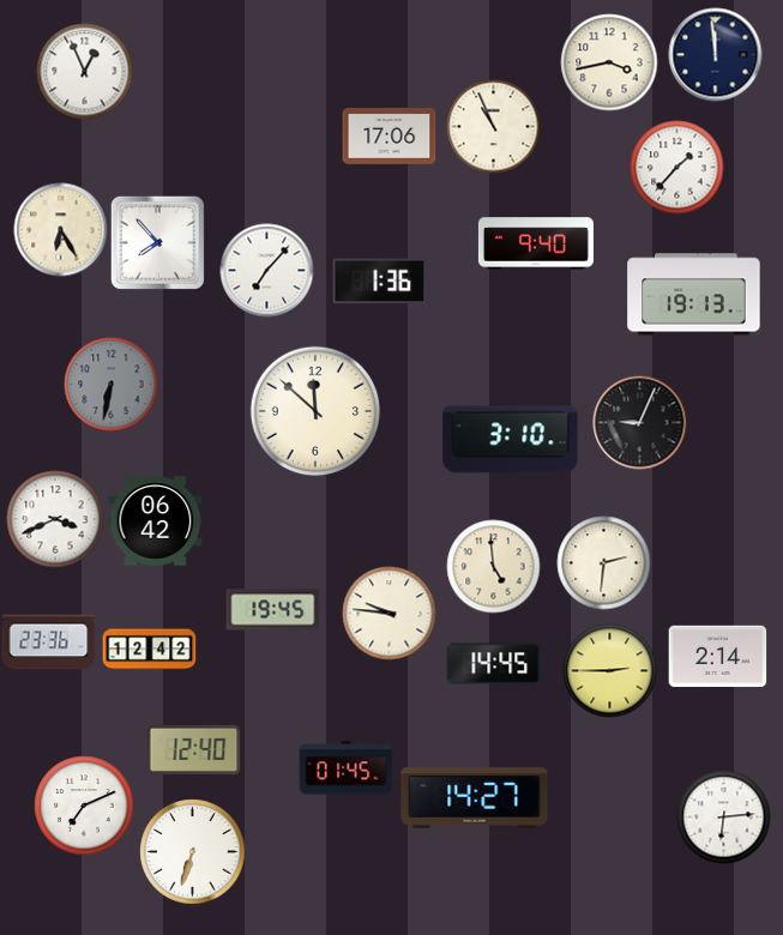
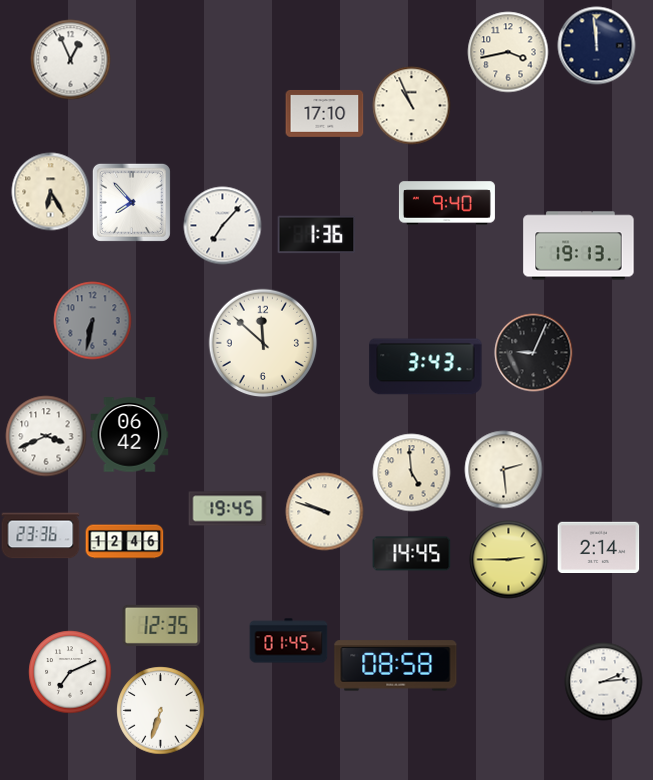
clock at (389, 137): 17:06 -> 17:10
clock at (676, 167): 1:37 -> none
clock at (511, 440): 3:10 -> 3:43
clock at (55, 519) position: (55, 519) -> (46, 436)
clock at (603, 562): 2:31 -> 2:29
clock at (389, 613): 9:46 -> 9:48
clock at (149, 650): 12:42 -> 12:46
clock at (193, 749): 12:40 -> 12:35
clock at (475, 798): 14:27 -> 08:58
clock at (723, 816): 6:14 -> 2:14
